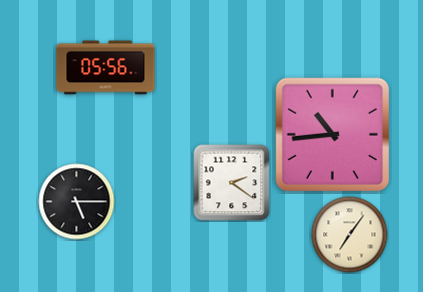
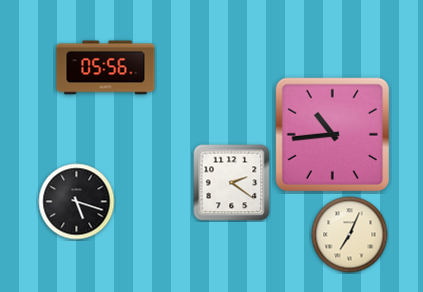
clock at (77, 202): 5:15 -> 5:18
clock at (350, 235): 7:06 -> 7:04
